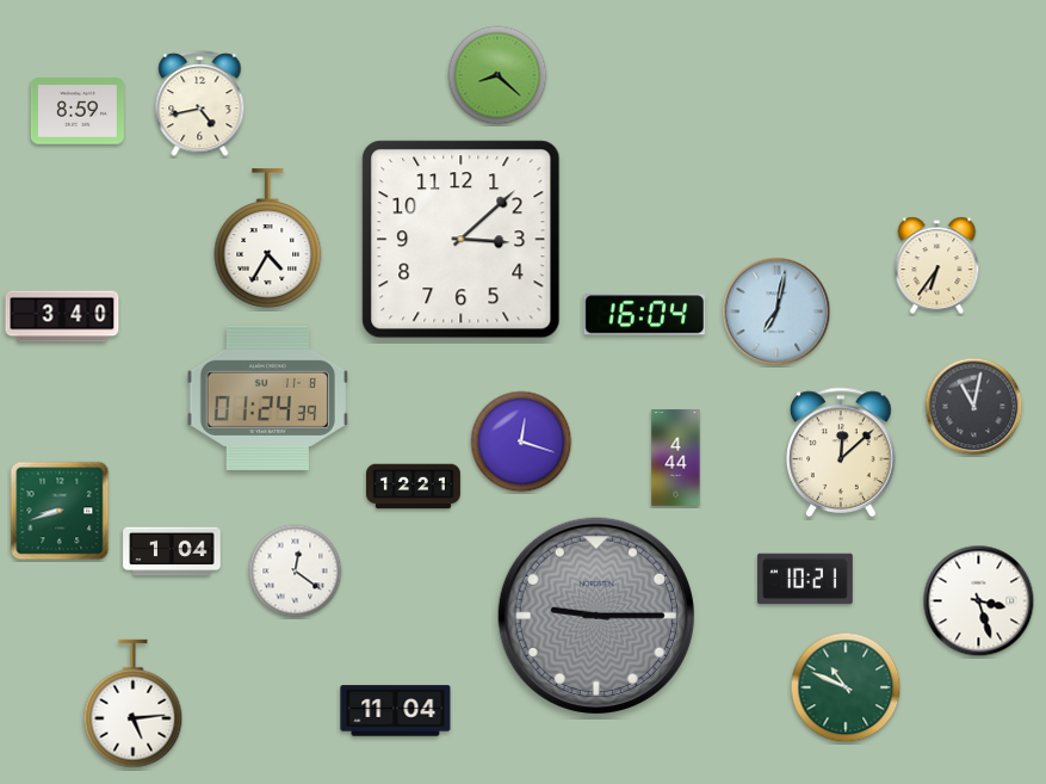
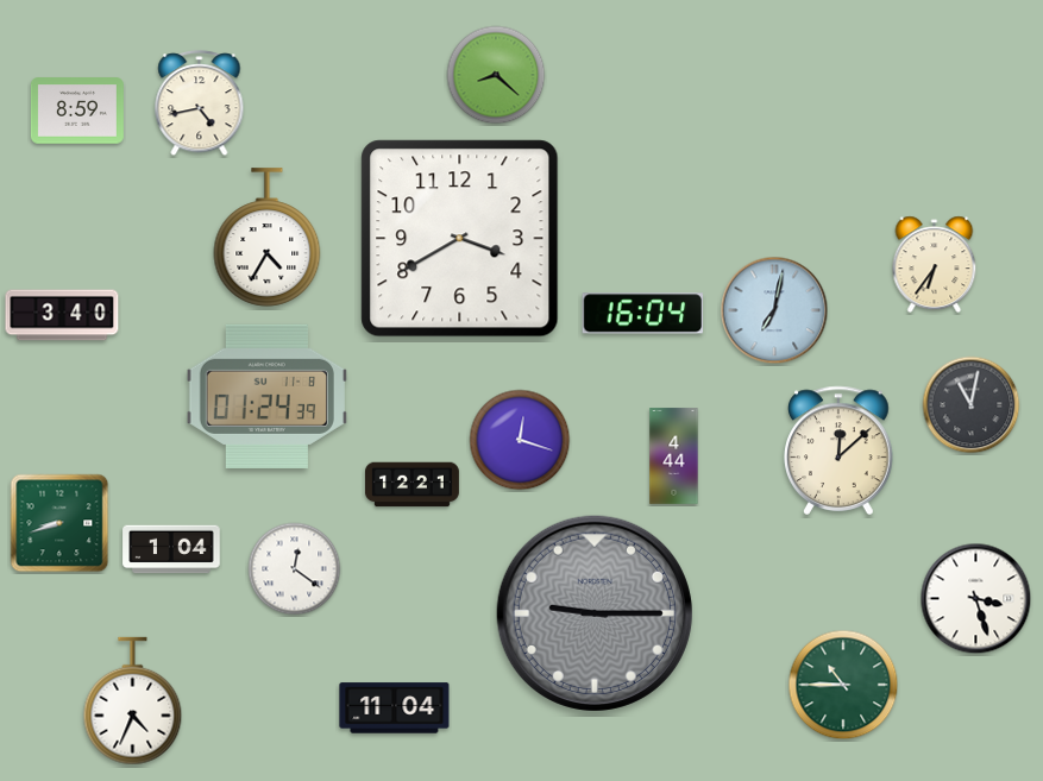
clock at (462, 240): 3:08 -> 3:40
clock at (60, 511) position: (60, 511) -> (59, 523)
clock at (806, 579): 10:21 -> none
clock at (846, 687): 10:49 -> 10:45
clock at (134, 704): 5:14 -> 4:34
